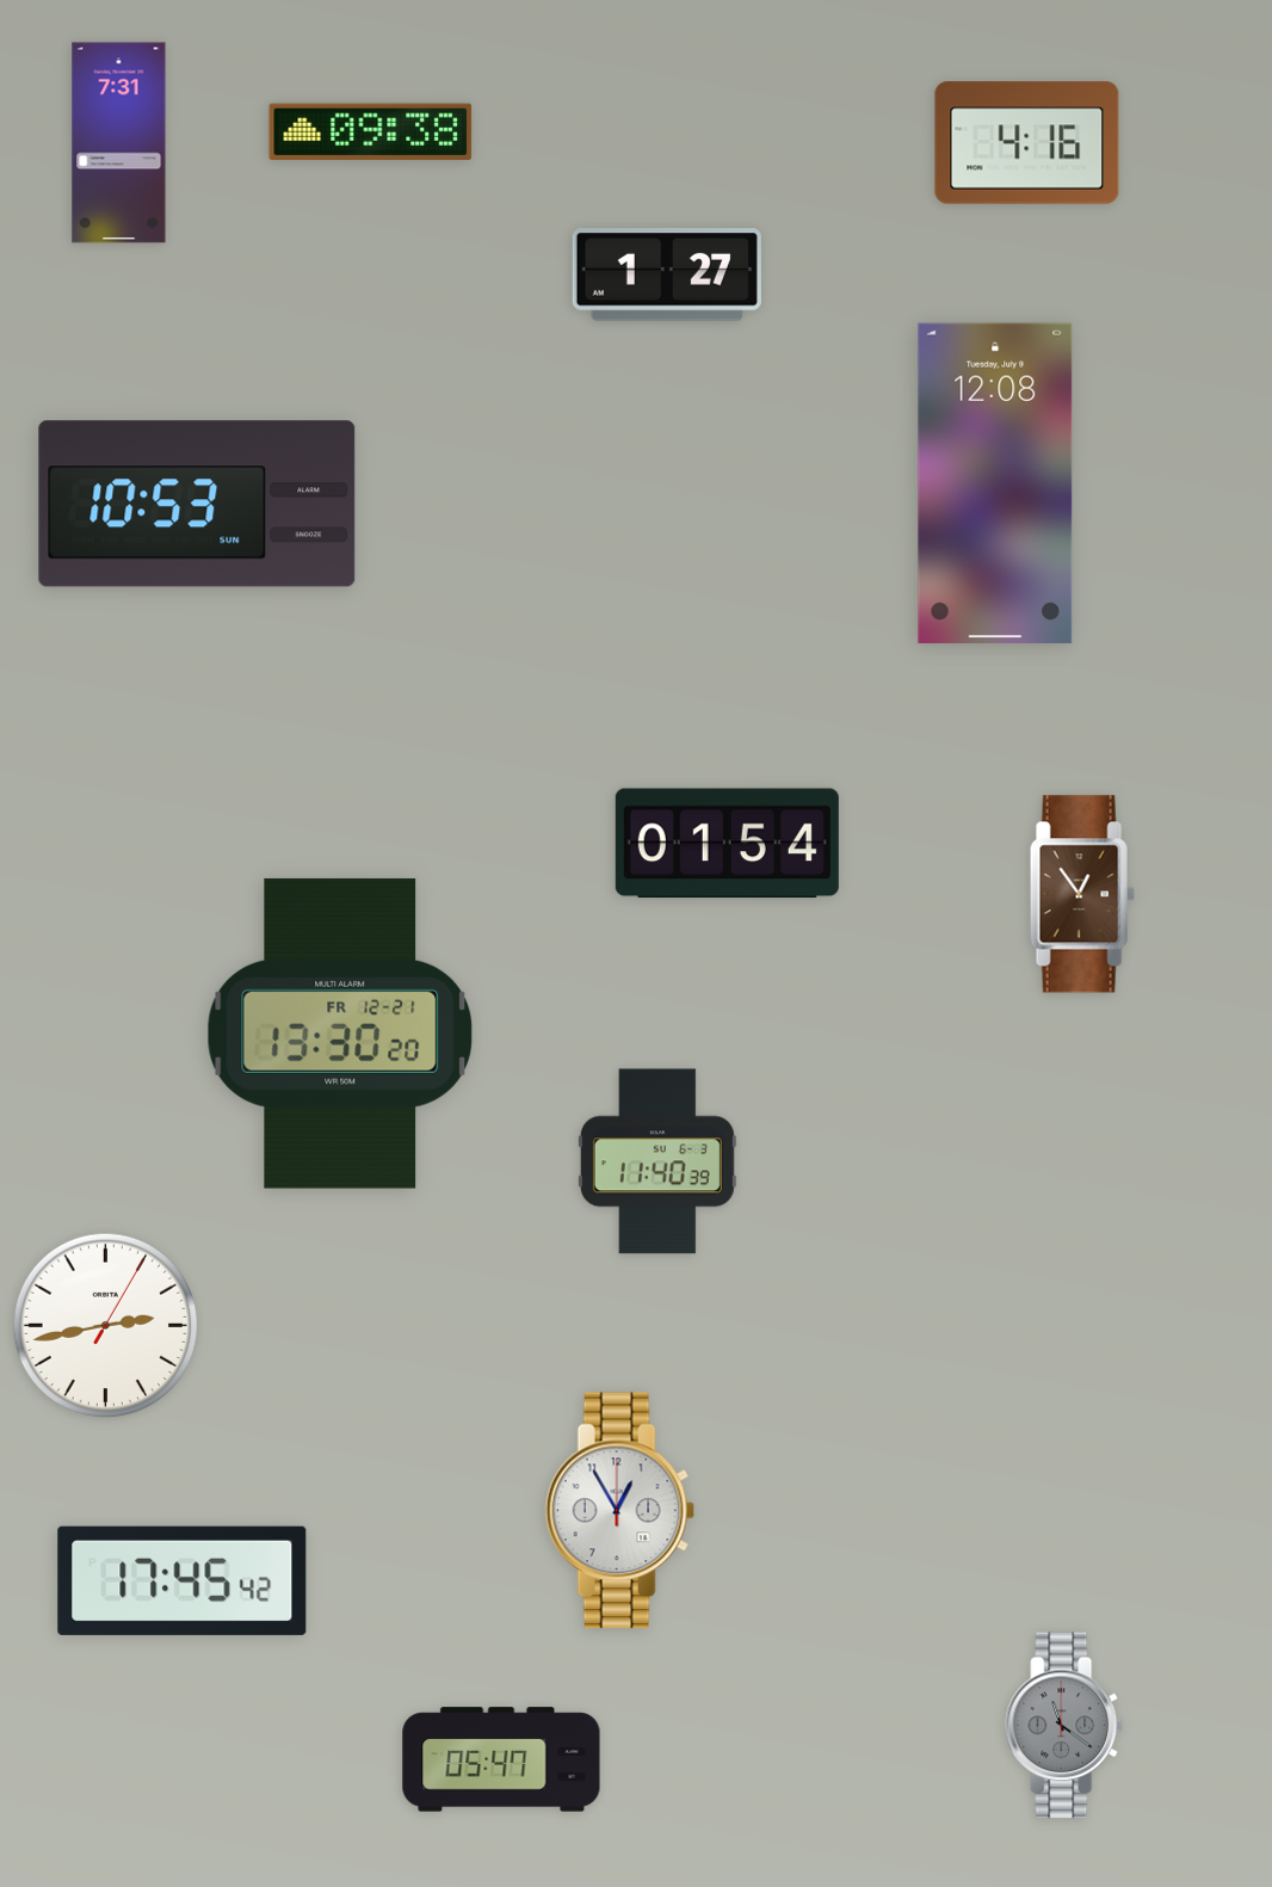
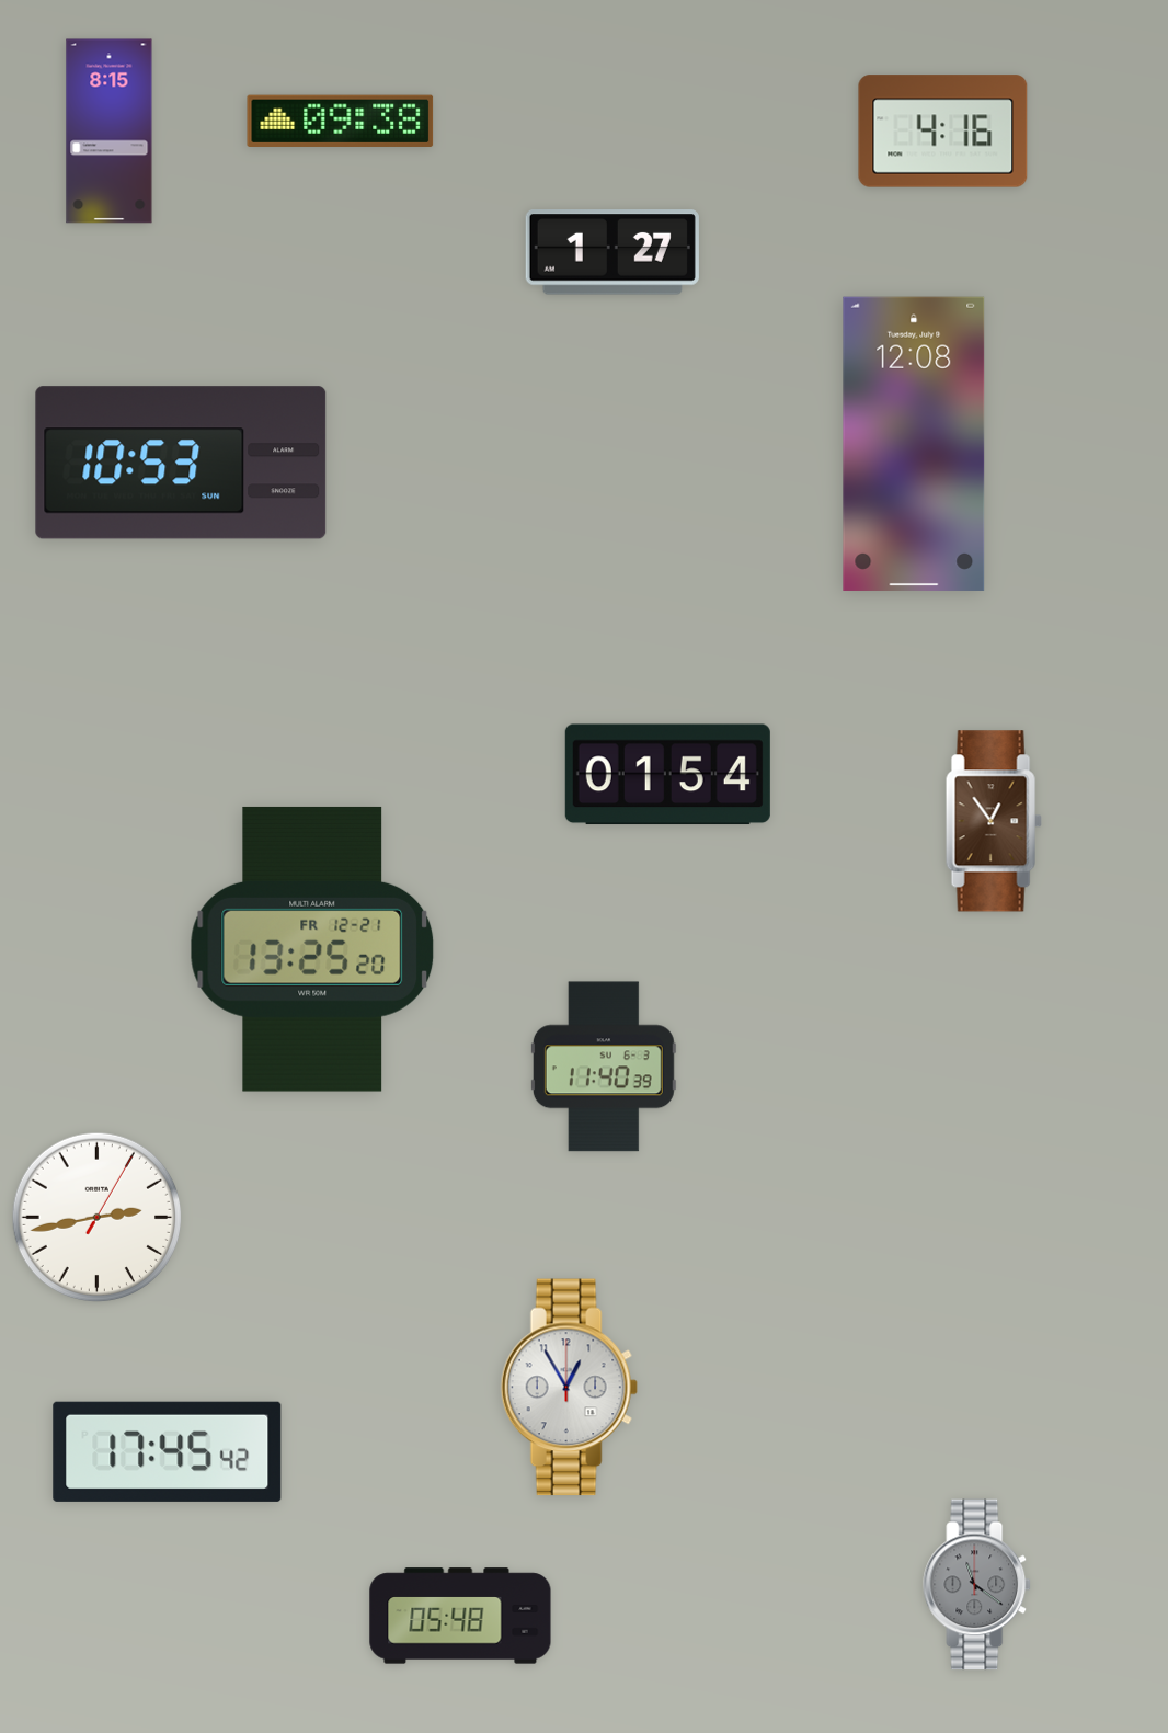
clock at (119, 143): 7:31 -> 8:15
clock at (340, 1034): 13:30 -> 13:25
clock at (501, 1759): 05:47 -> 05:48
